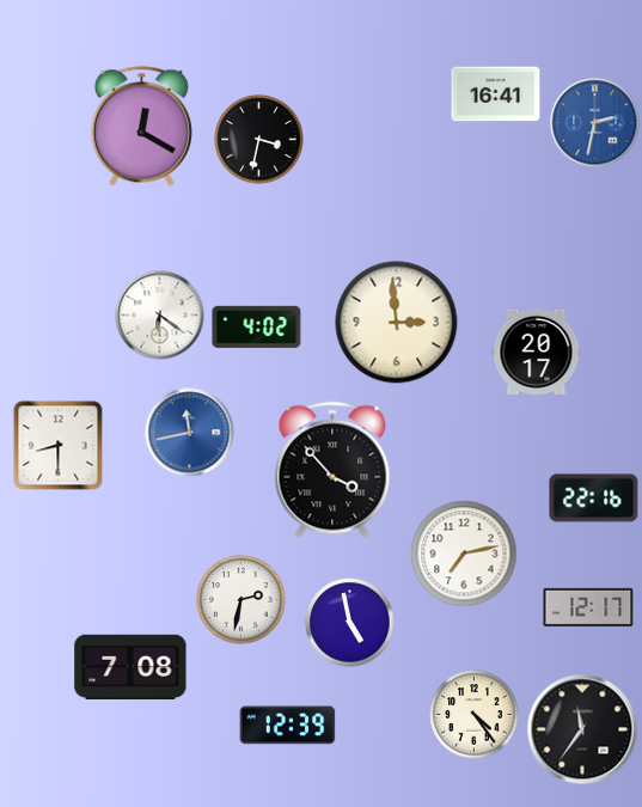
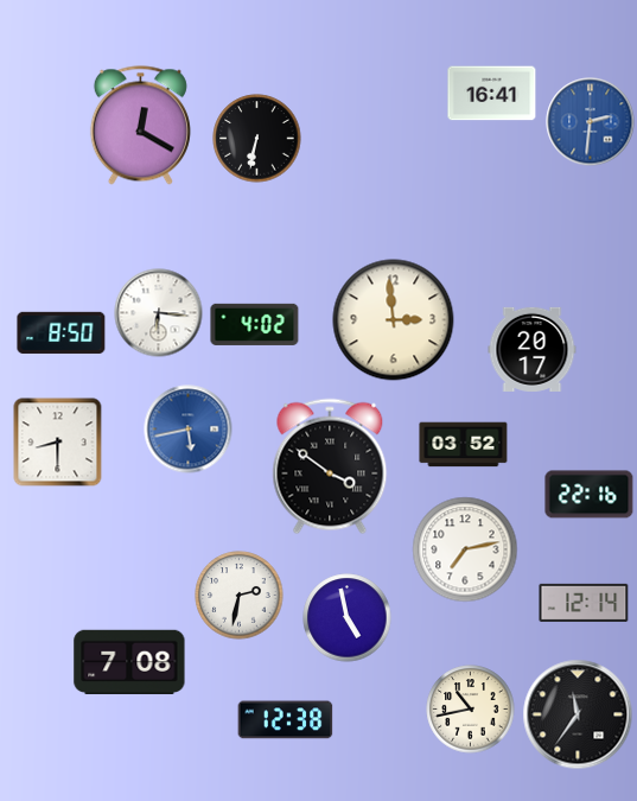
clock at (595, 123): 2:32 -> 2:31
clock at (259, 140): 3:32 -> 6:32
clock at (160, 316): 6:21 -> 6:16
clock at (62, 332): none -> 8:50
clock at (190, 433): 11:43 -> 5:43
clock at (464, 445): none -> 03:52
clock at (332, 470): 3:53 -> 3:51
clock at (464, 554) position: (464, 554) -> (465, 549)
clock at (588, 607): 12:17 -> 12:14
clock at (475, 715): 4:24 -> 10:43
clock at (288, 726): 12:39 -> 12:38
clock at (582, 729) position: (582, 729) -> (578, 714)
